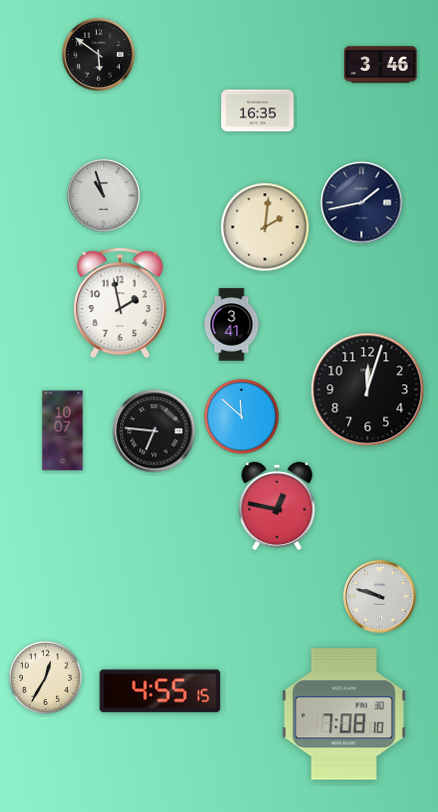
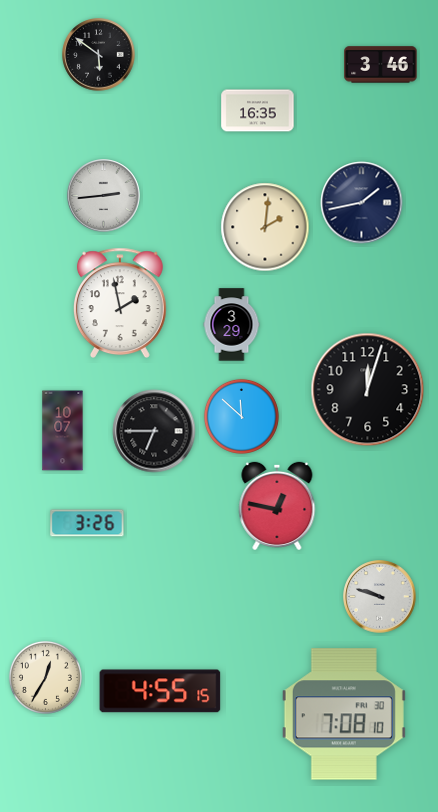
clock at (104, 196): 10:57 -> 2:44
clock at (232, 325): 3:41 -> 3:29
clock at (154, 431): 6:46 -> 6:45
clock at (87, 523): none -> 3:26
